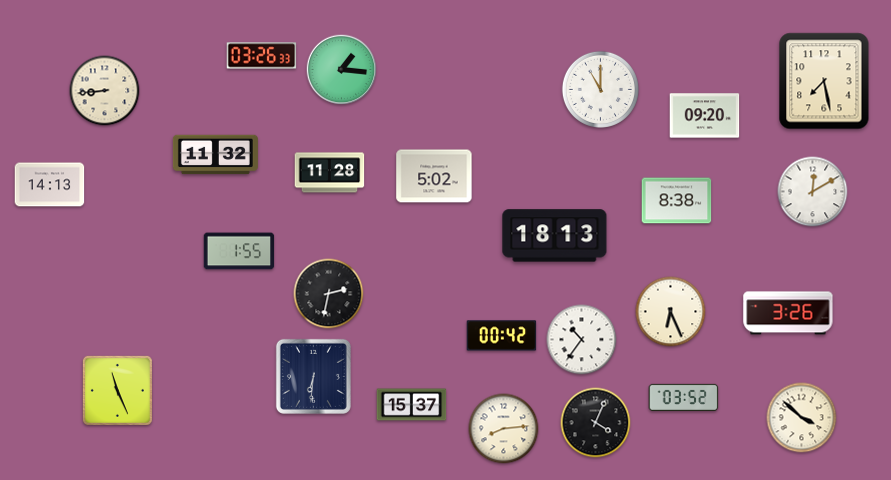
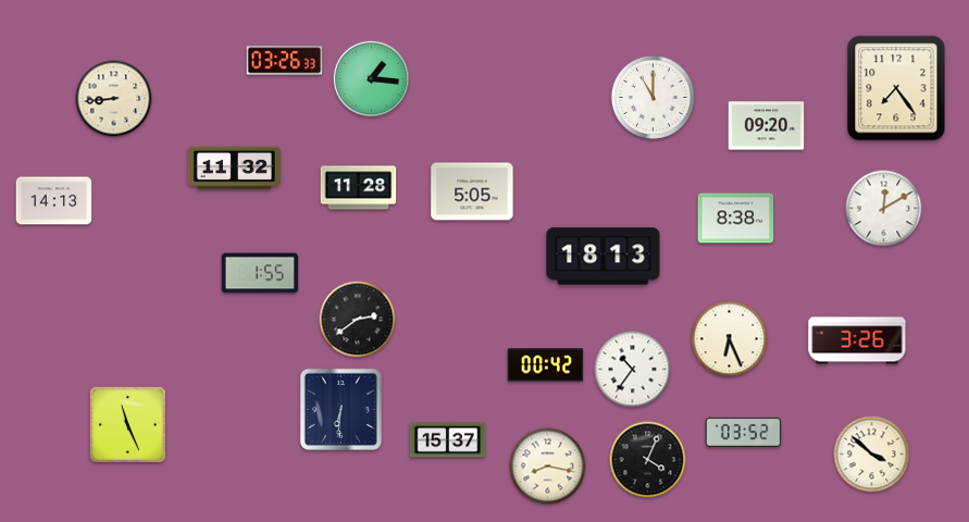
clock at (342, 70) position: (342, 70) -> (372, 79)
clock at (824, 81): 7:28 -> 7:24
clock at (434, 176): 5:02 -> 5:05
clock at (329, 294): 2:32 -> 2:39
clock at (504, 429): 8:14 -> 8:17
